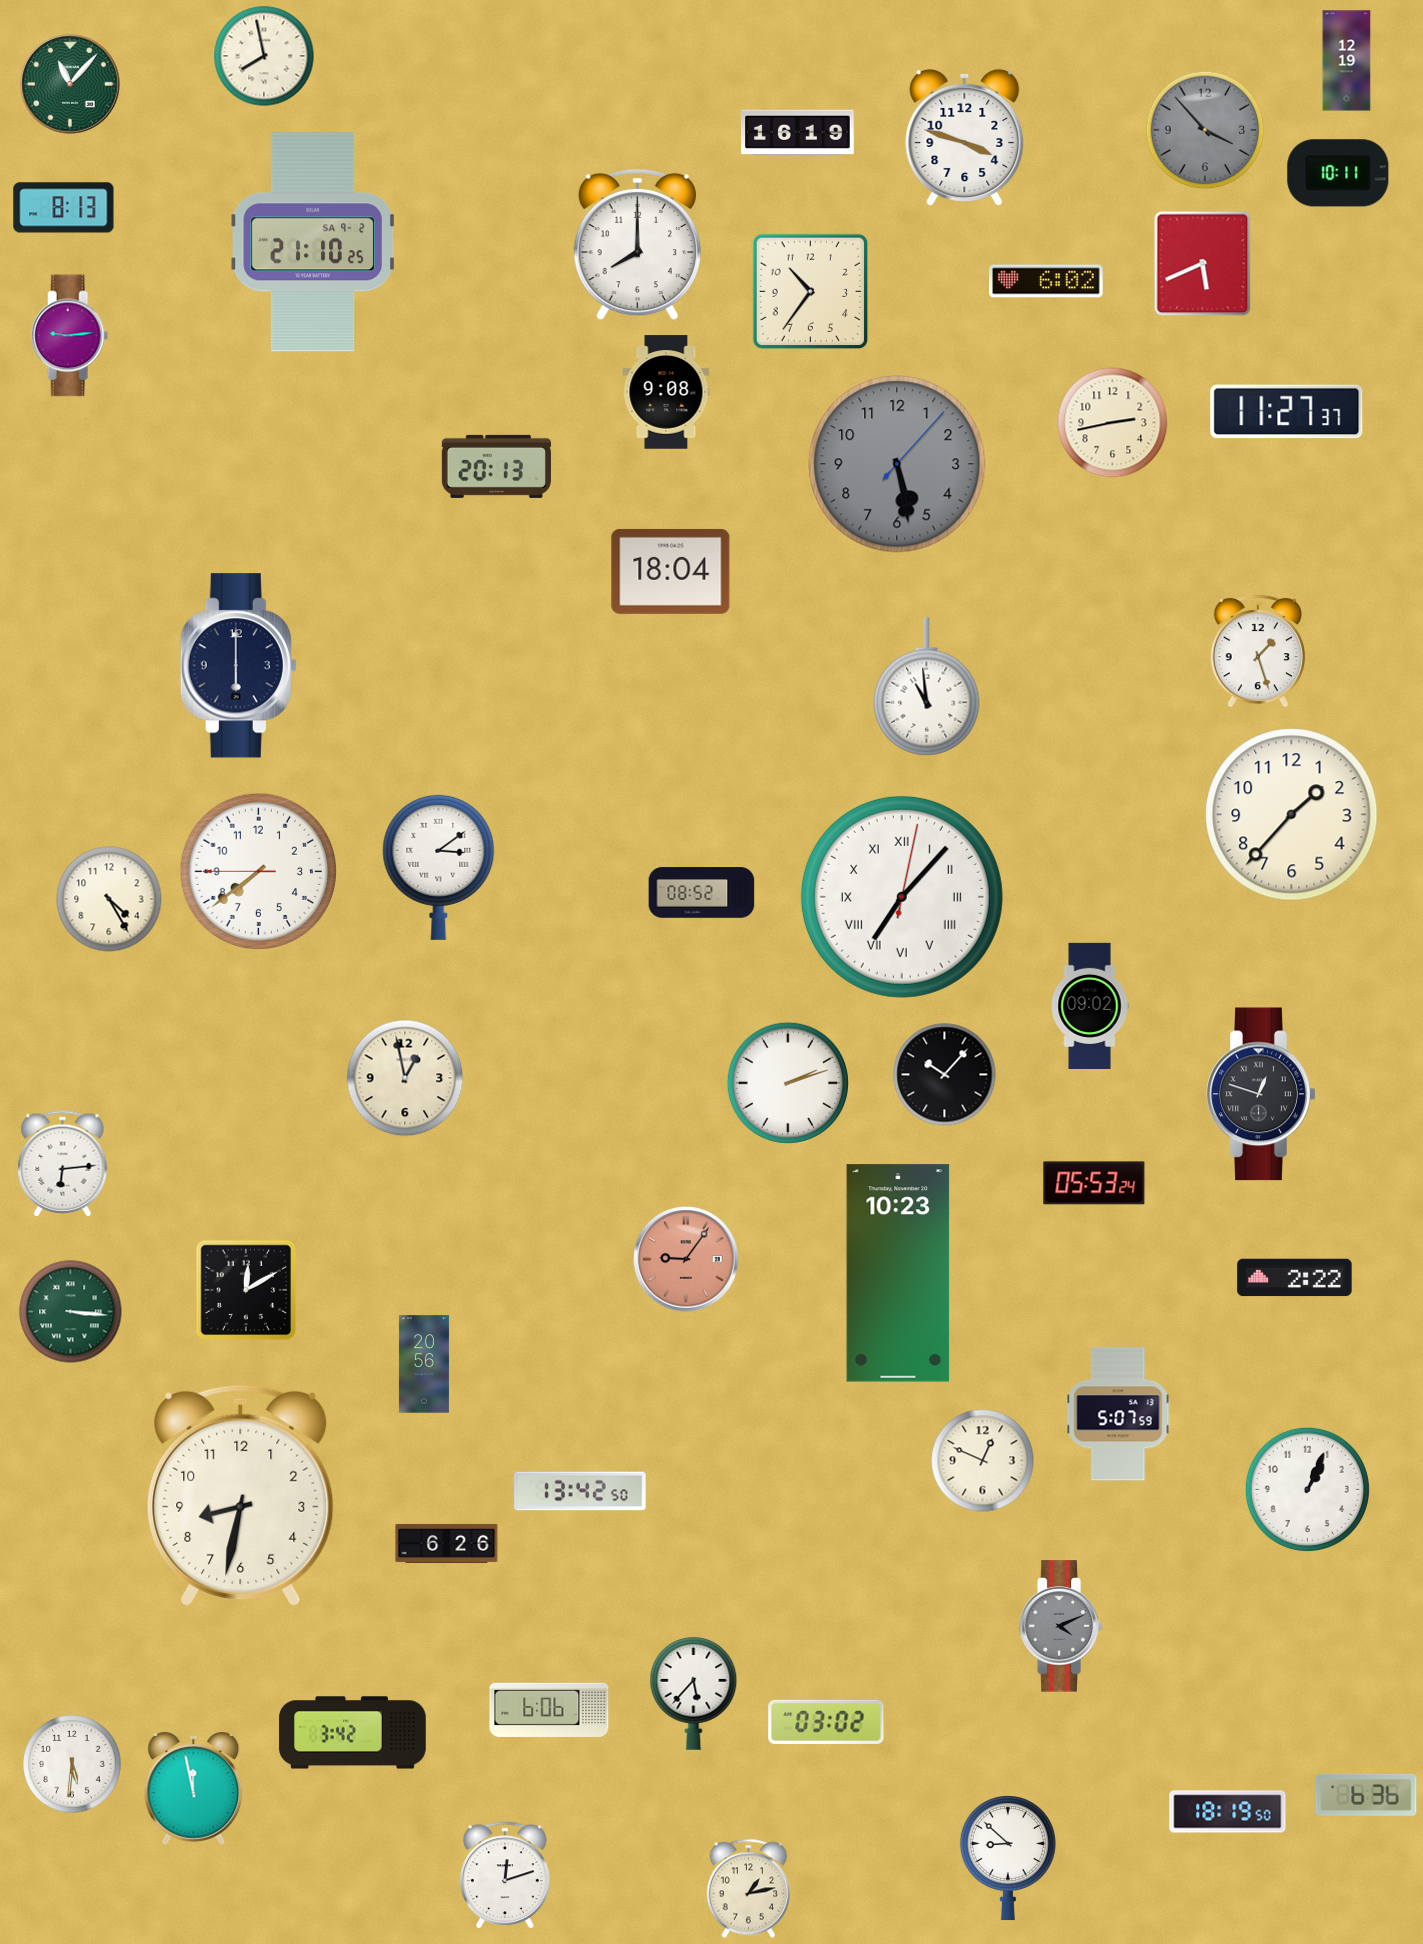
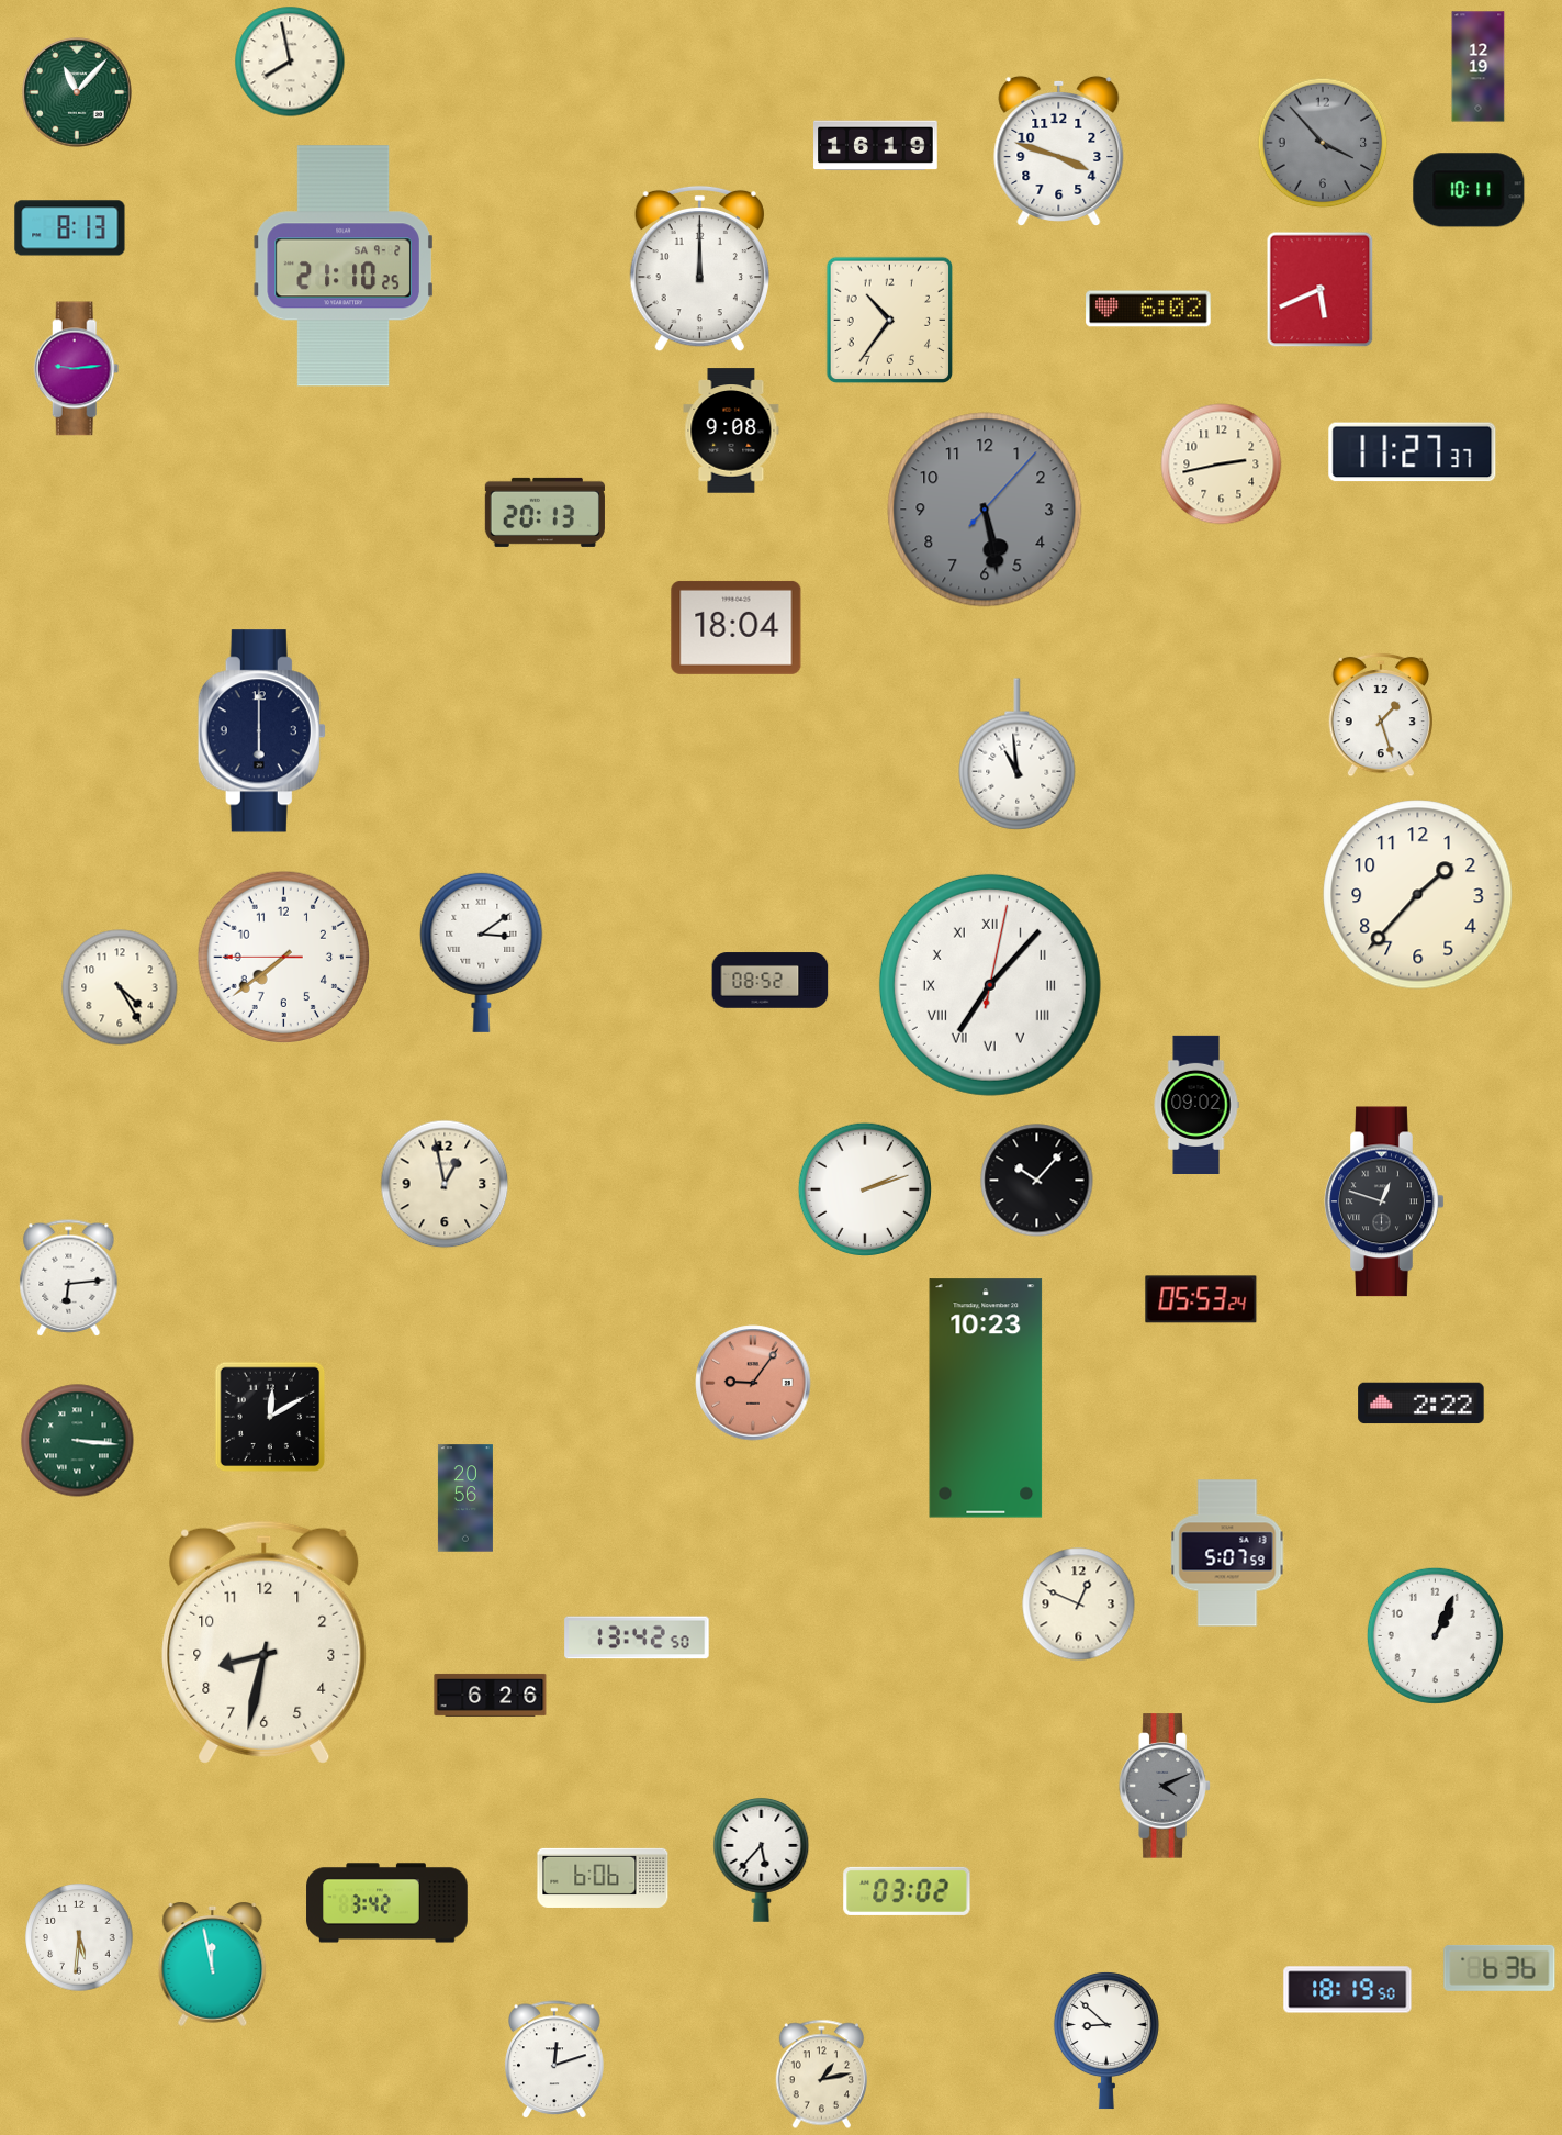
clock at (637, 245): 8:00 -> 12:00
clock at (1366, 1795) position: (1366, 1795) -> (1499, 1968)
